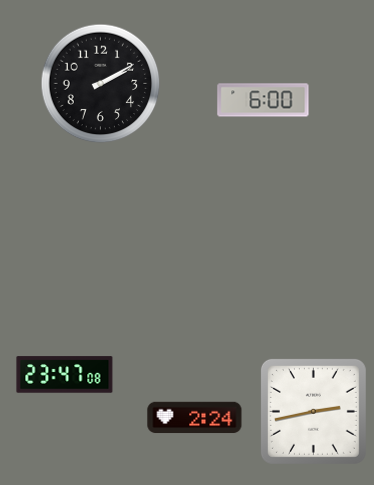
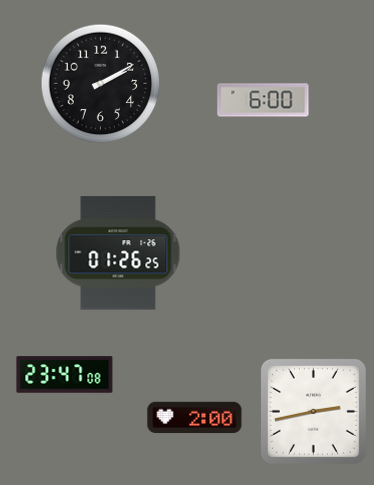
clock at (118, 253): none -> 01:26
clock at (195, 418): 2:24 -> 2:00
